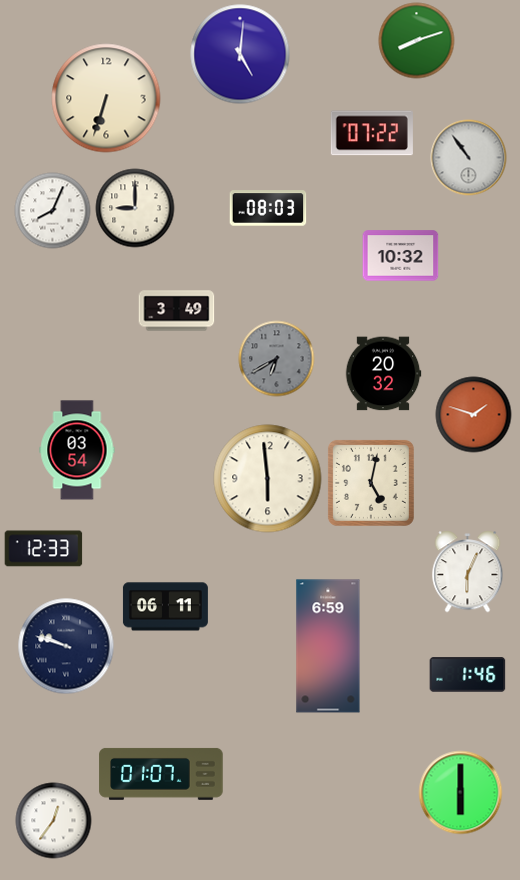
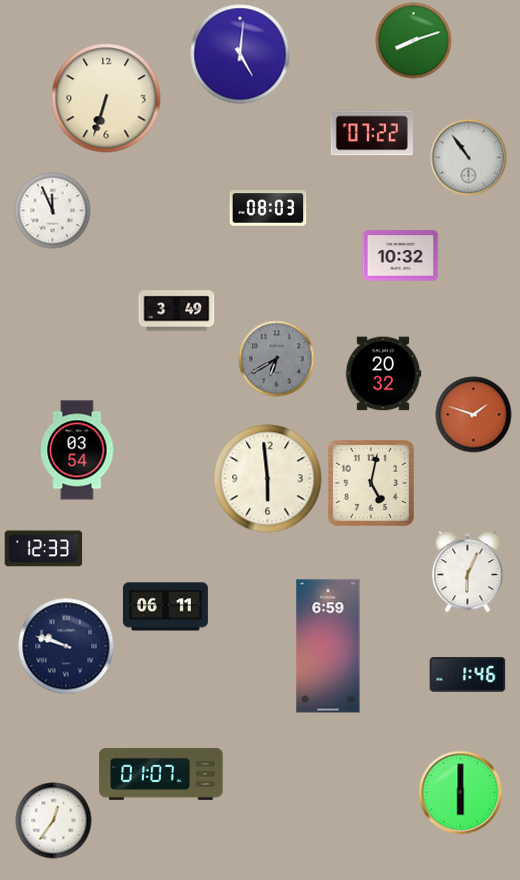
clock at (417, 41) position: (417, 41) -> (414, 41)
clock at (135, 208): 9:00 -> none
clock at (53, 211): 8:04 -> 11:56
